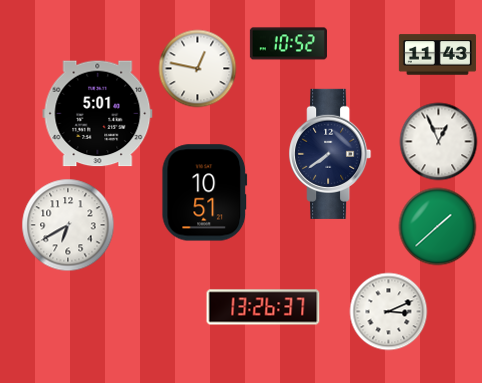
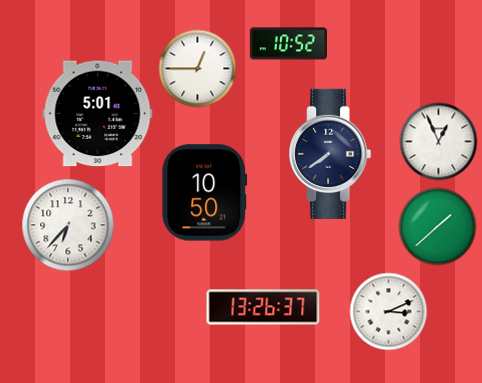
clock at (437, 55): 11:43 -> none
clock at (197, 68): 12:47 -> 12:45
clock at (205, 193): 10:51 -> 10:50
clock at (68, 225): 6:40 -> 6:37
